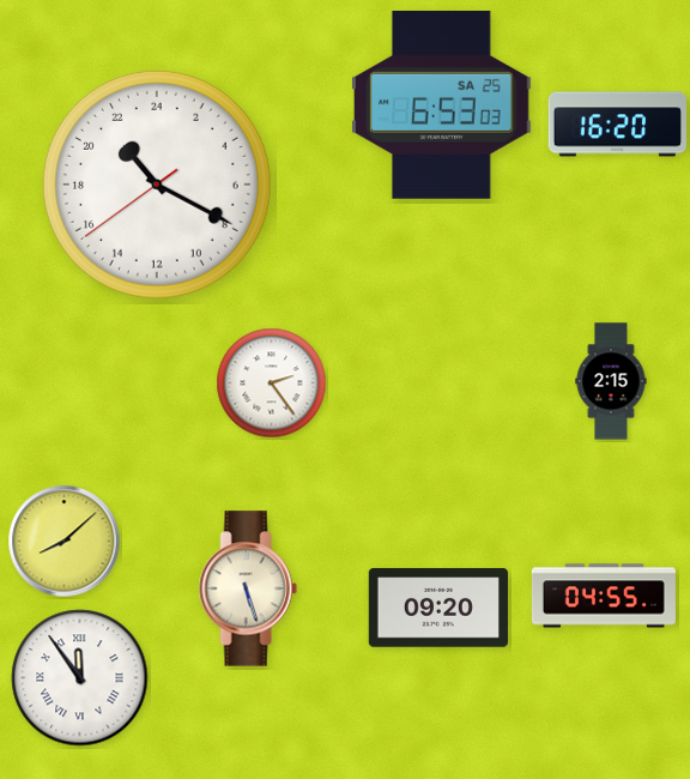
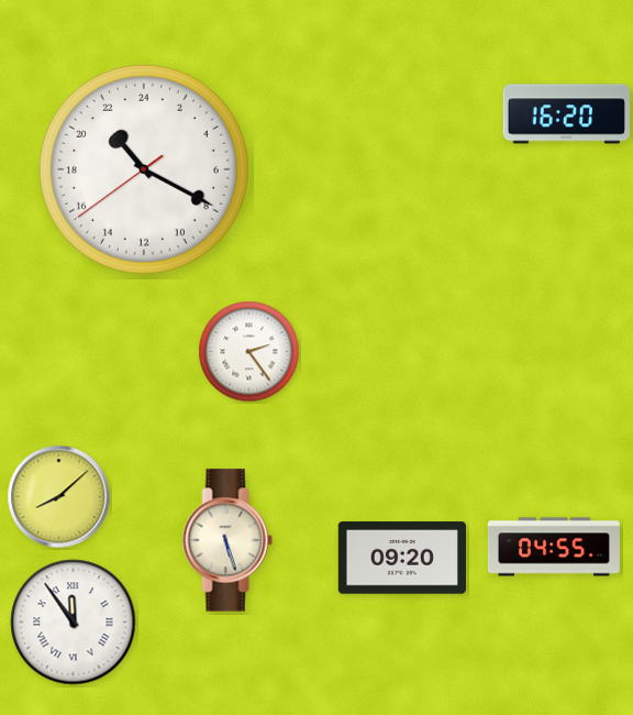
clock at (441, 104): 6:53 -> none
clock at (611, 381): 2:15 -> none
